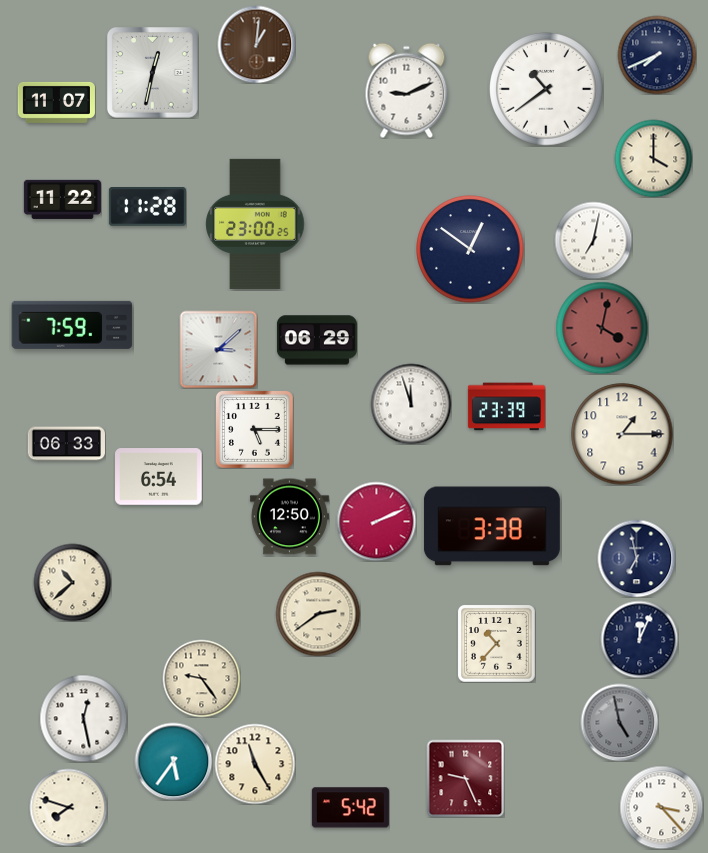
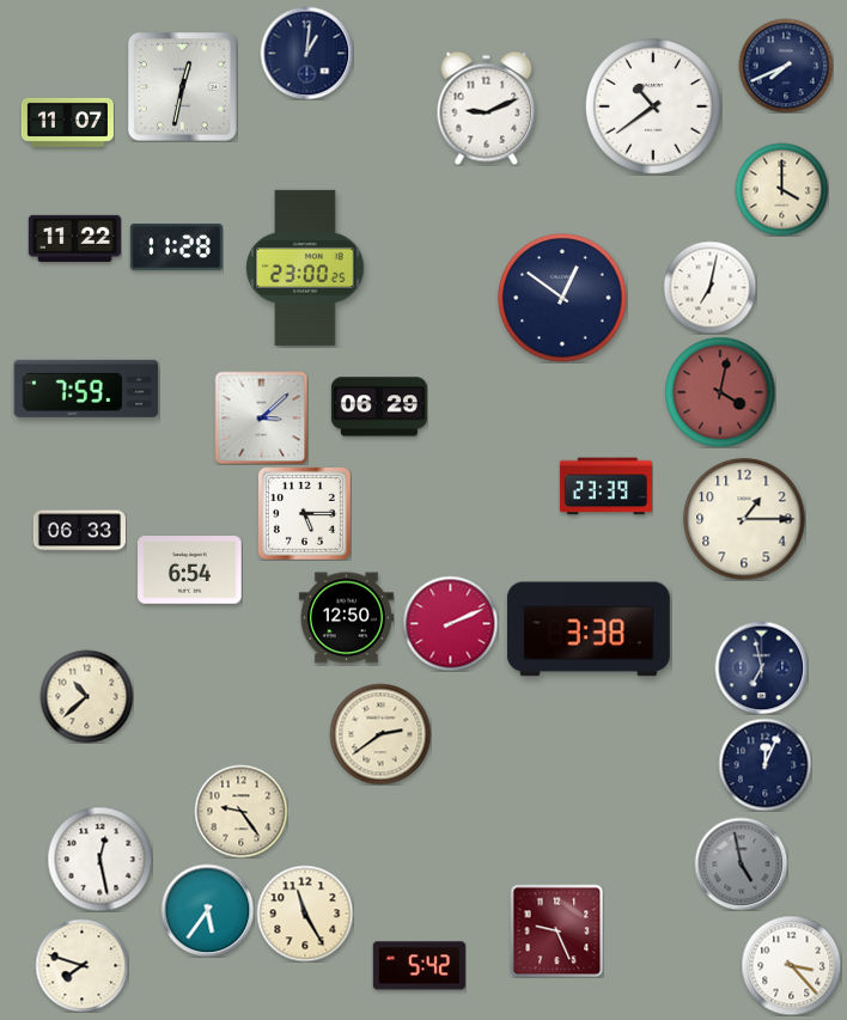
clock at (256, 44) dial: brown -> navy
clock at (411, 404): 11:57 -> none
clock at (497, 644): 10:37 -> none
